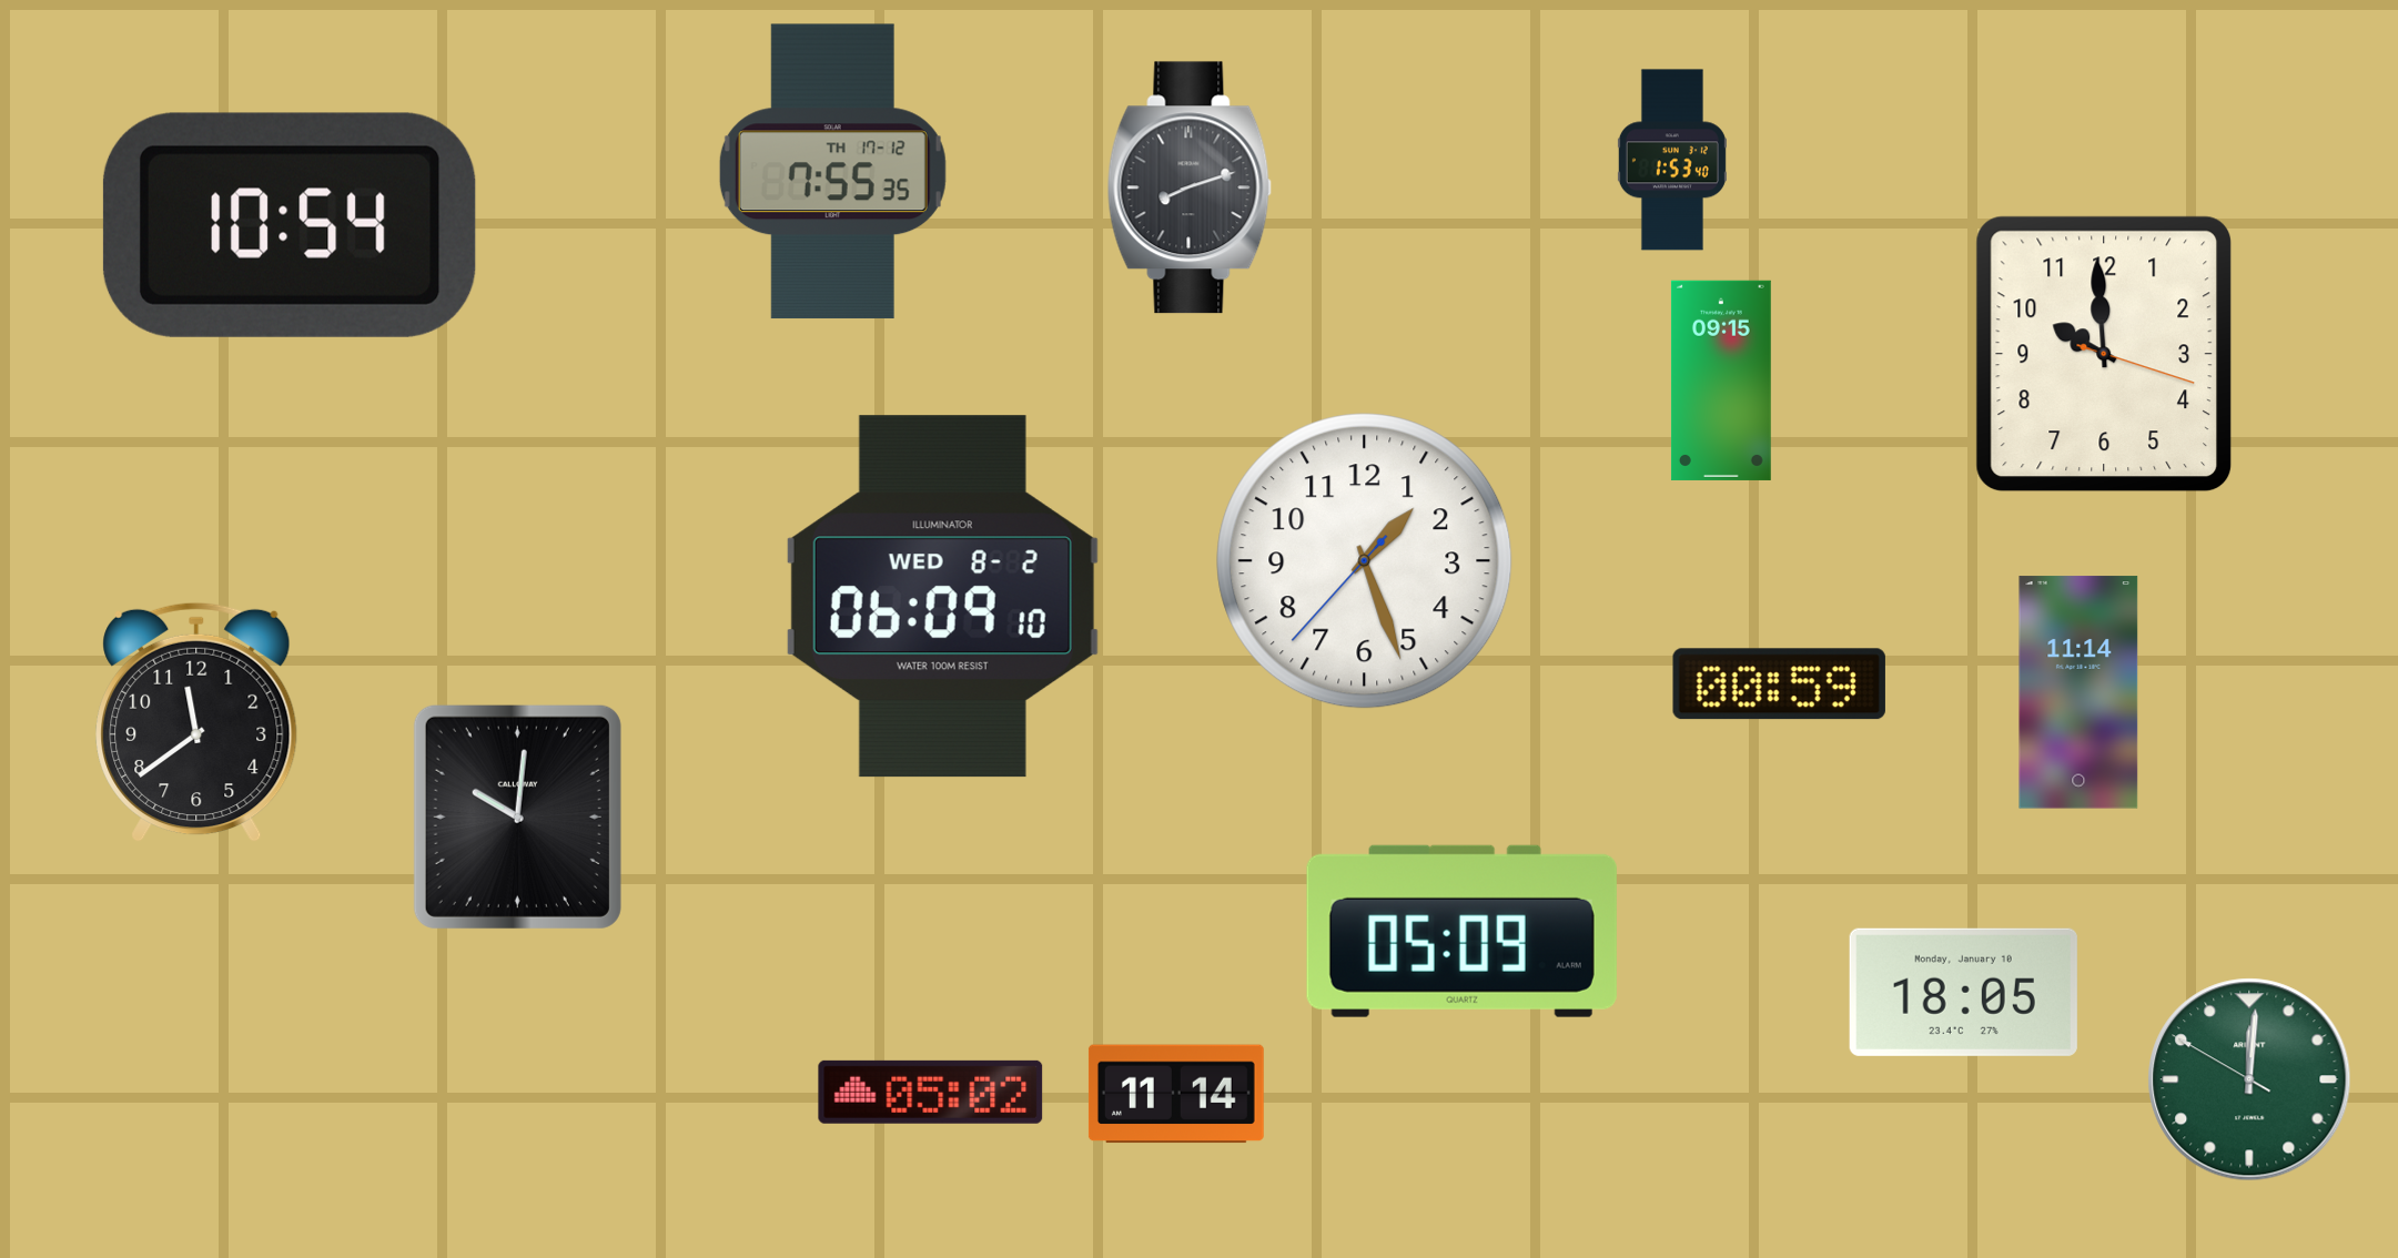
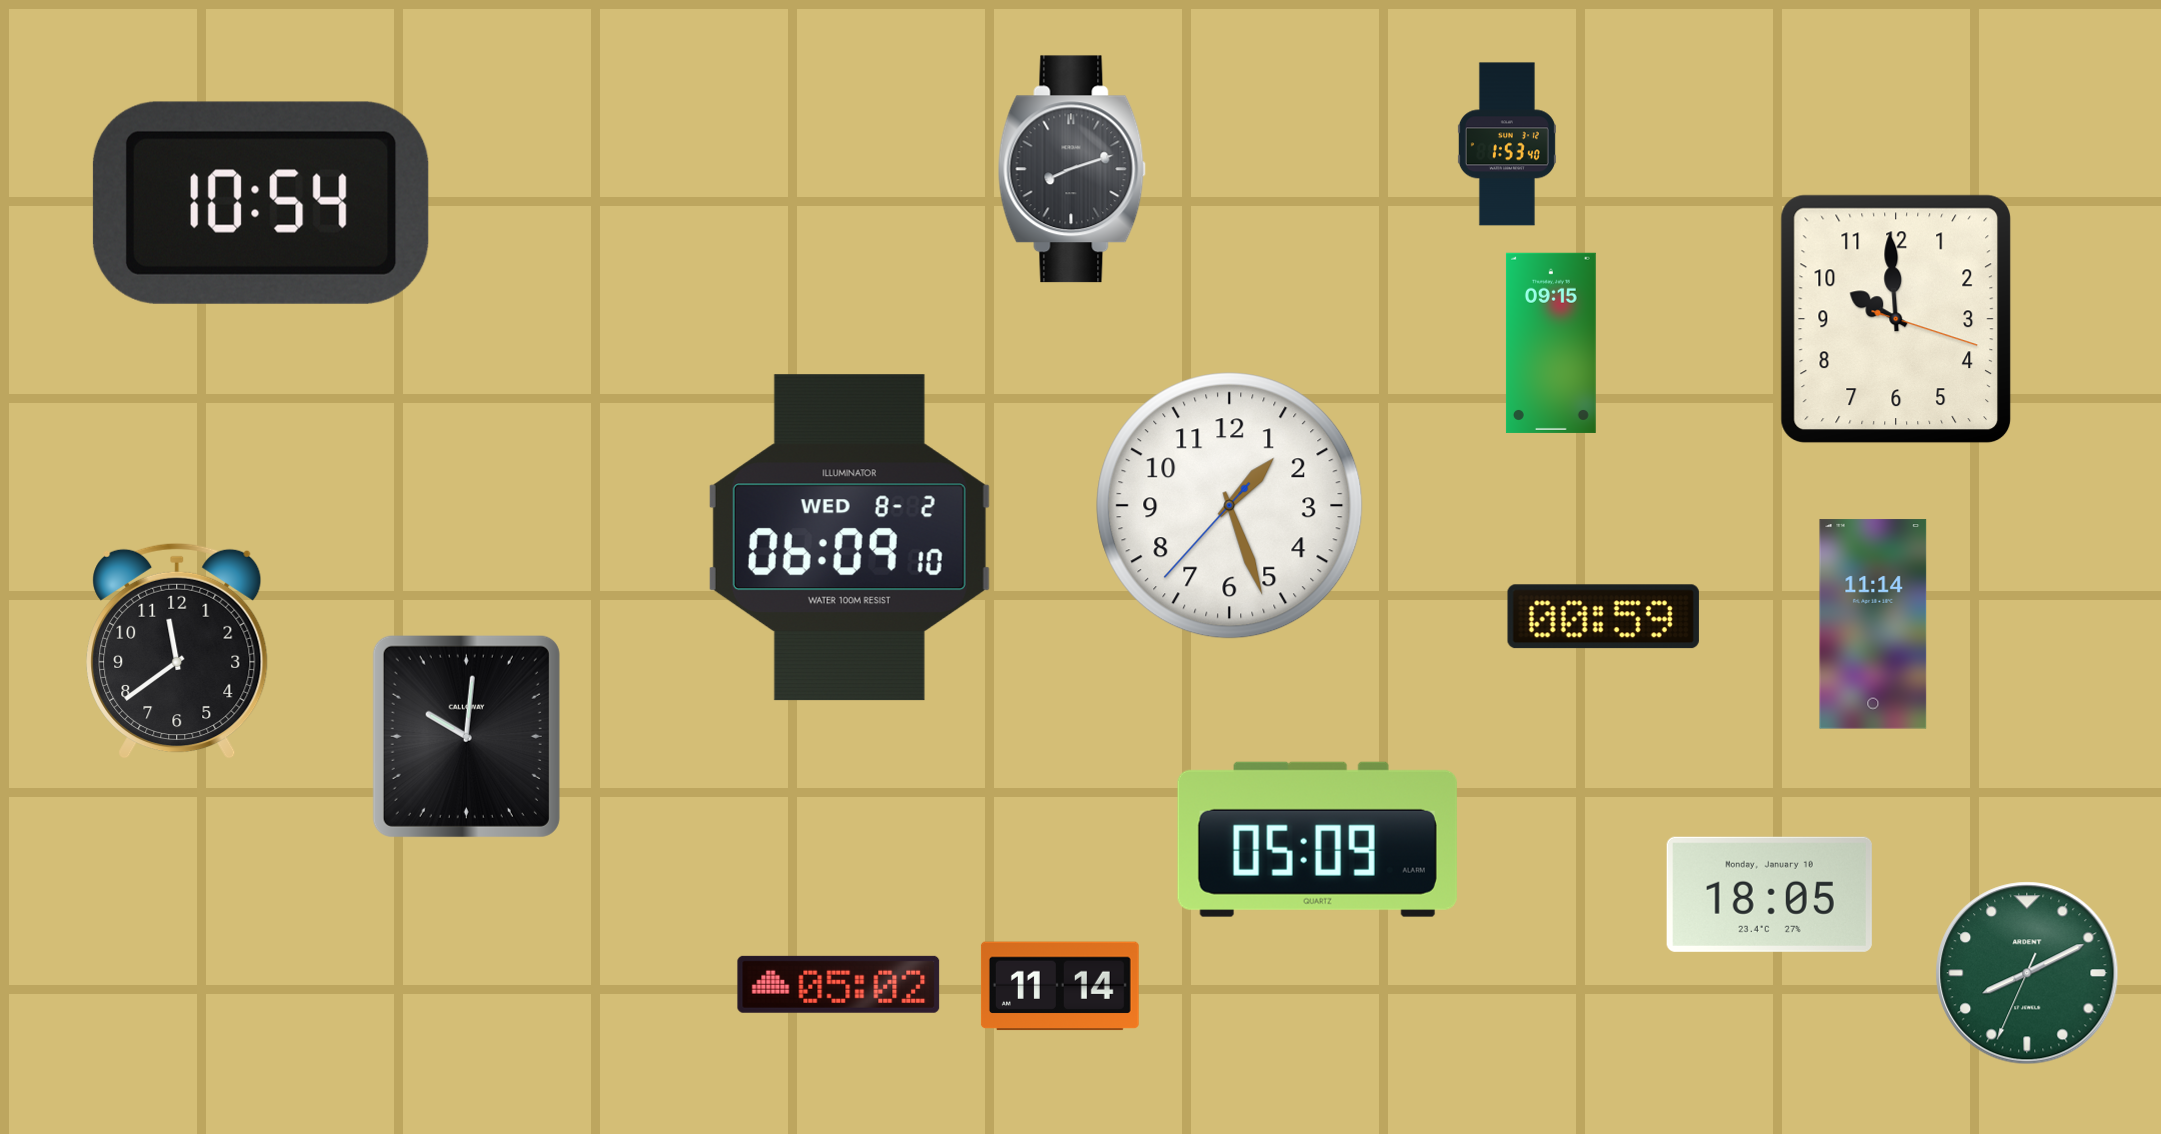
clock at (832, 172): 7:55 -> none
clock at (2249, 1079): 12:00 -> 8:10
